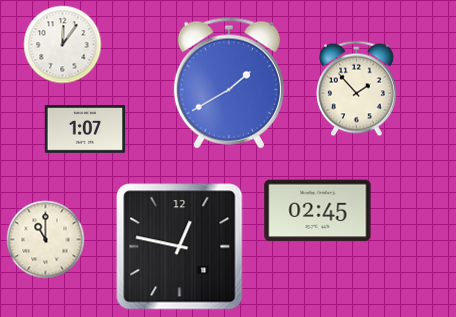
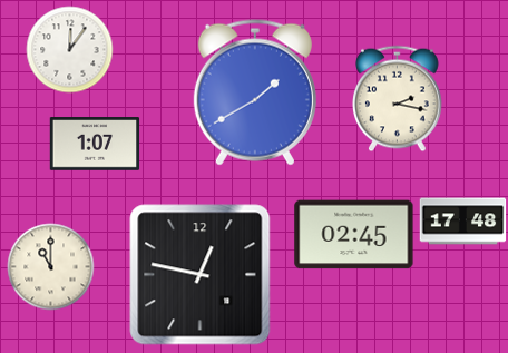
clock at (357, 88): 1:53 -> 2:17
clock at (462, 222): none -> 17:48
